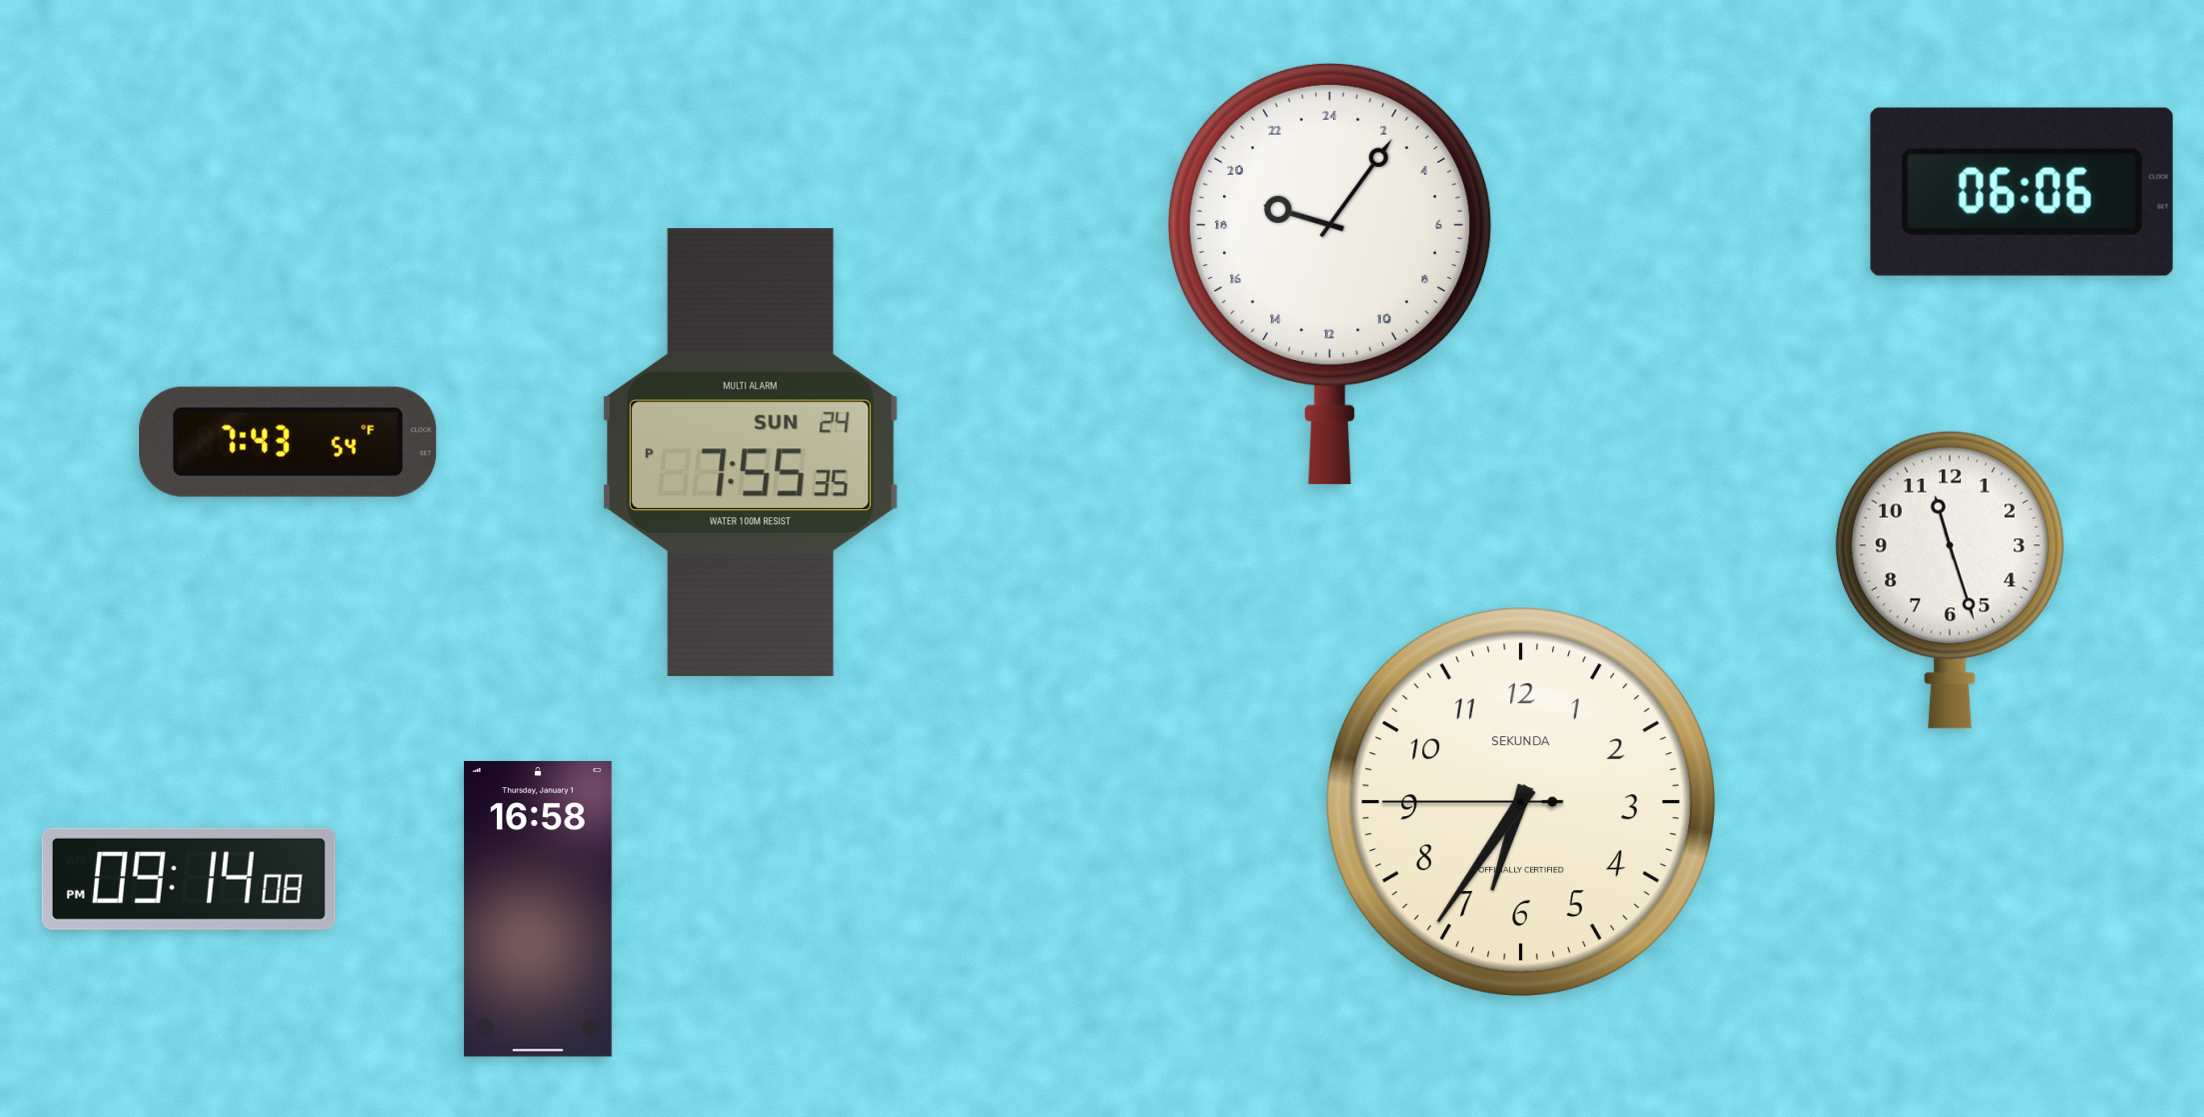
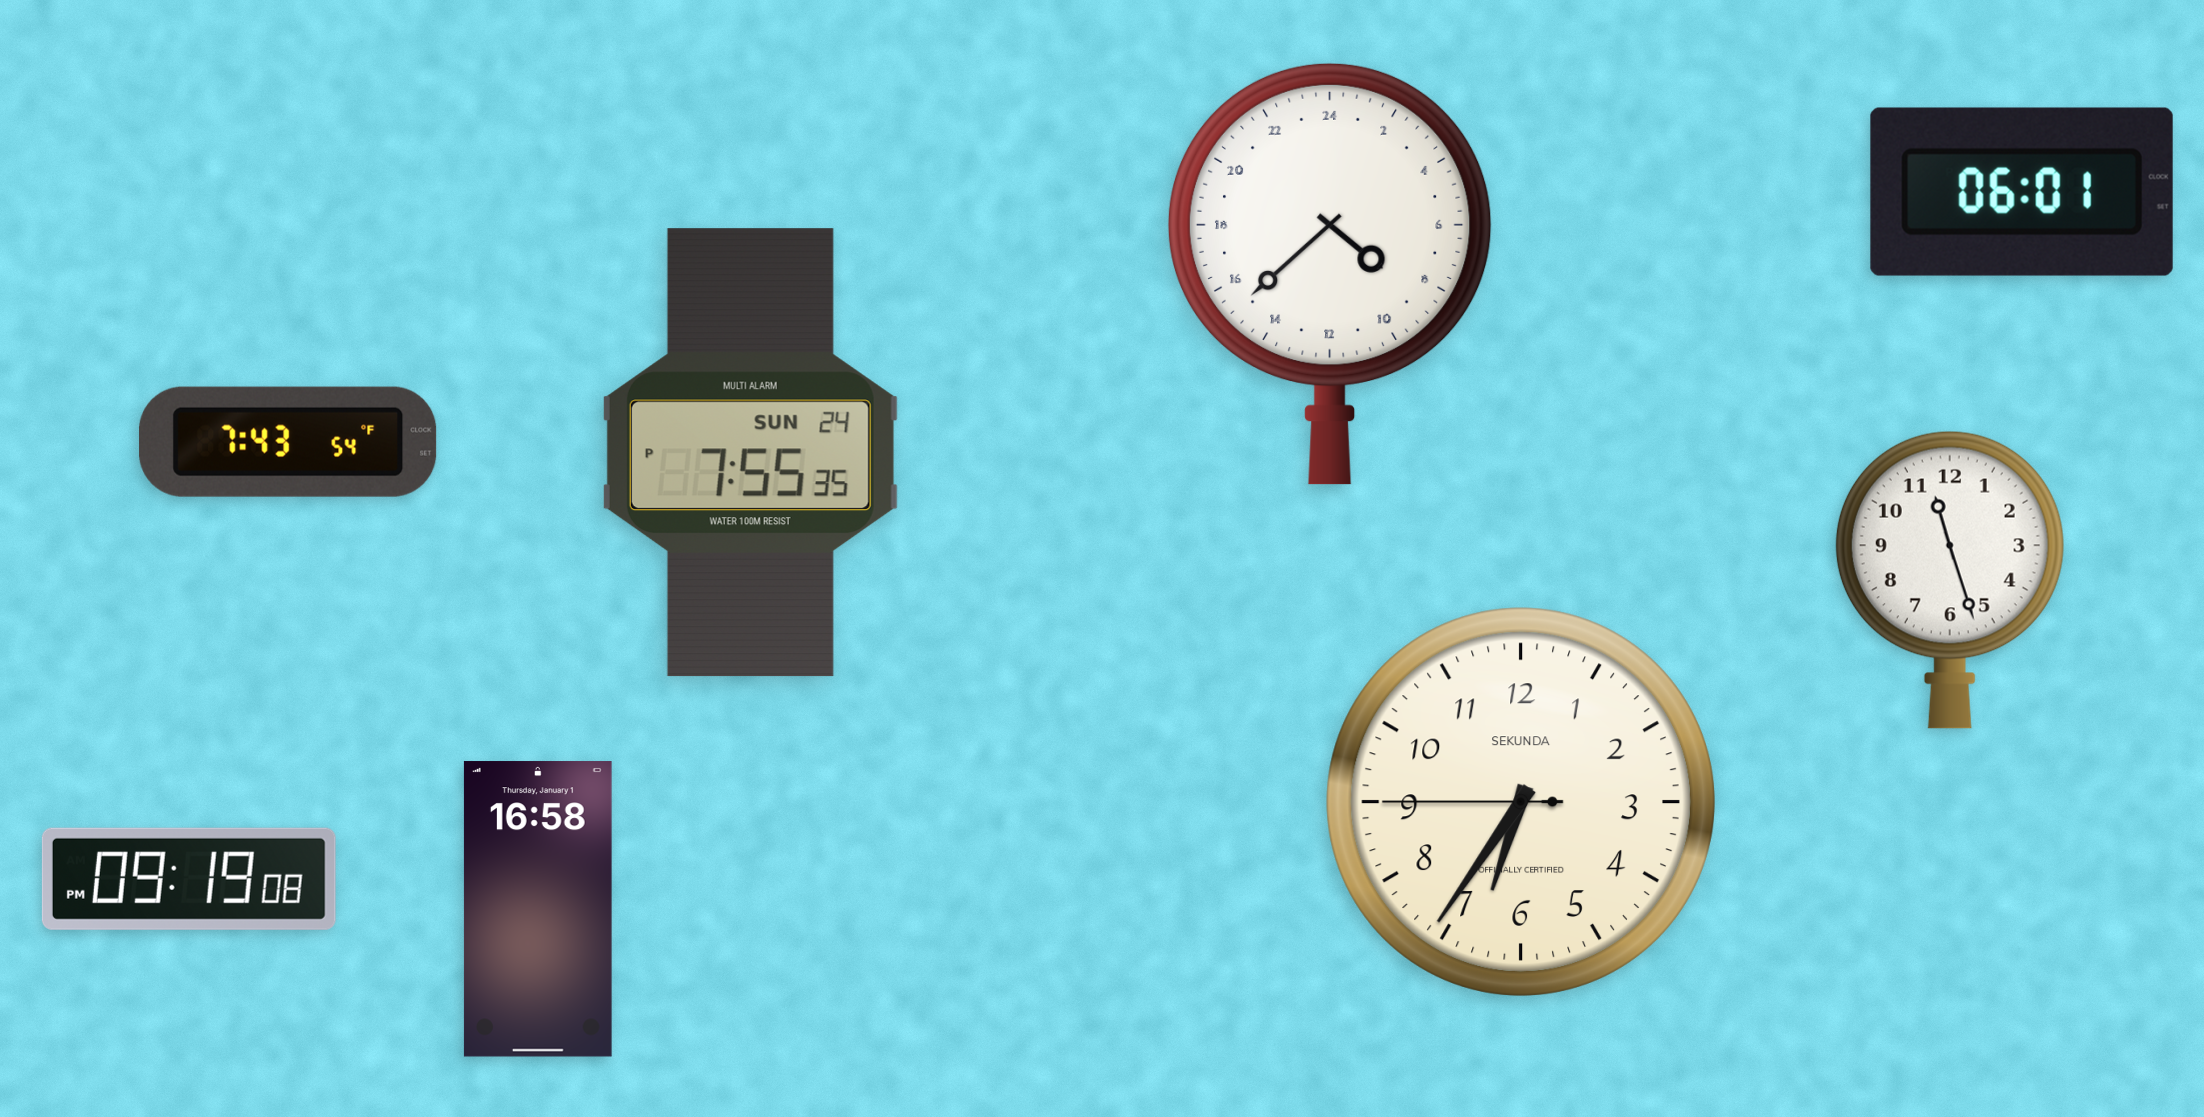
clock at (2022, 192): 06:06 -> 06:01
clock at (1330, 274): 19:06 -> 8:38
clock at (189, 879): 09:14 -> 09:19
